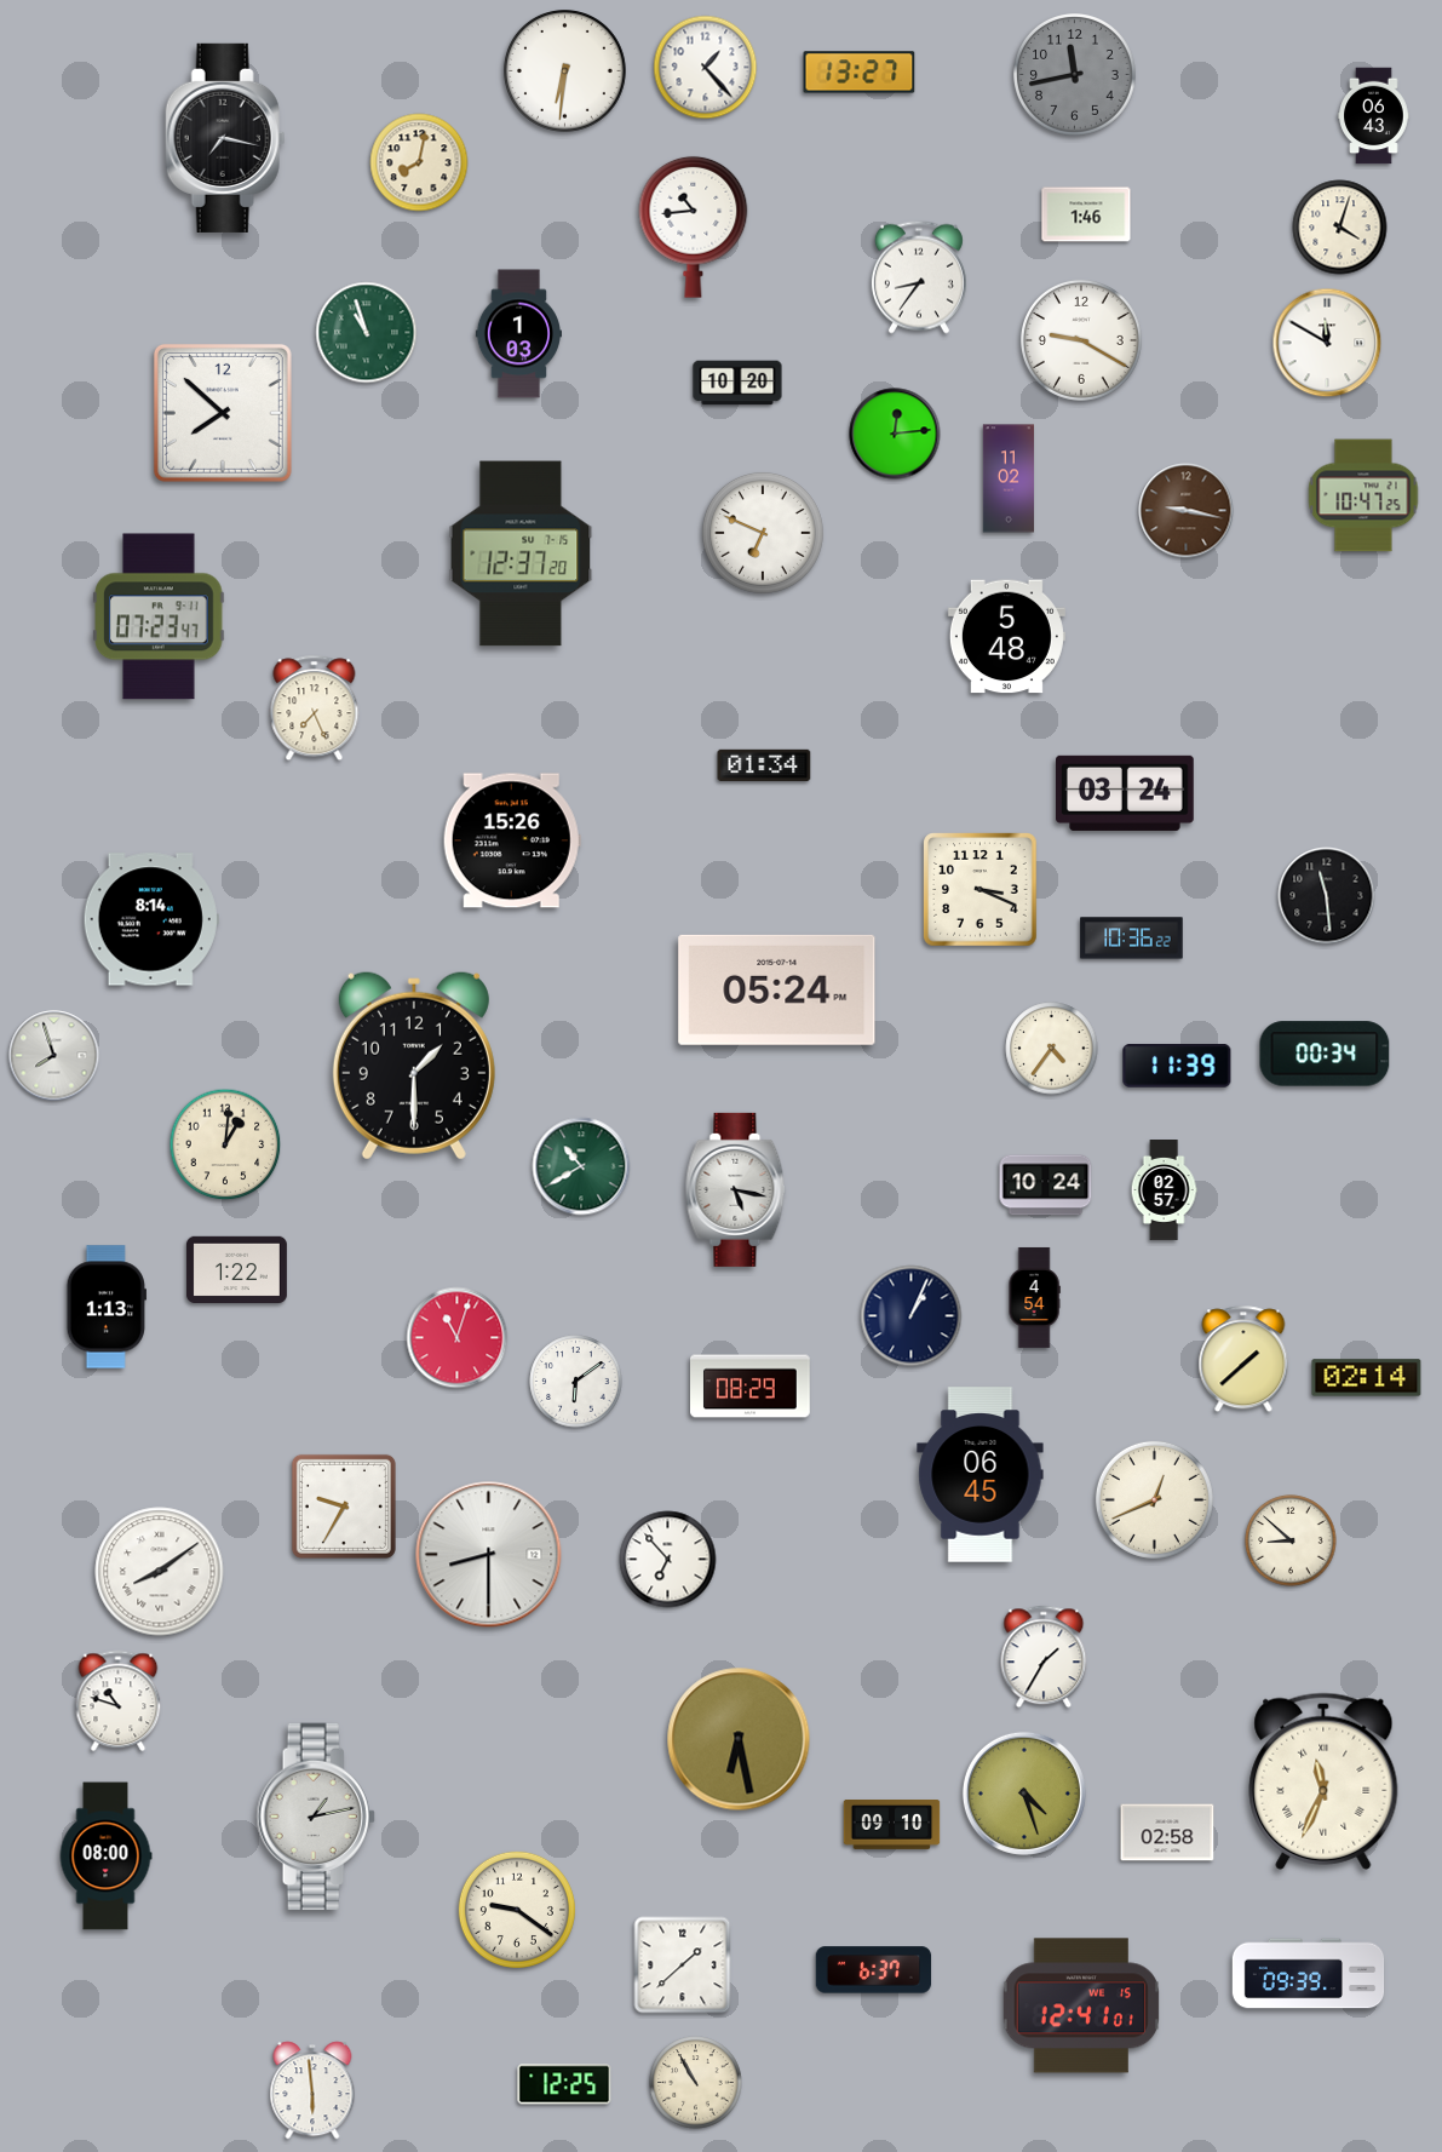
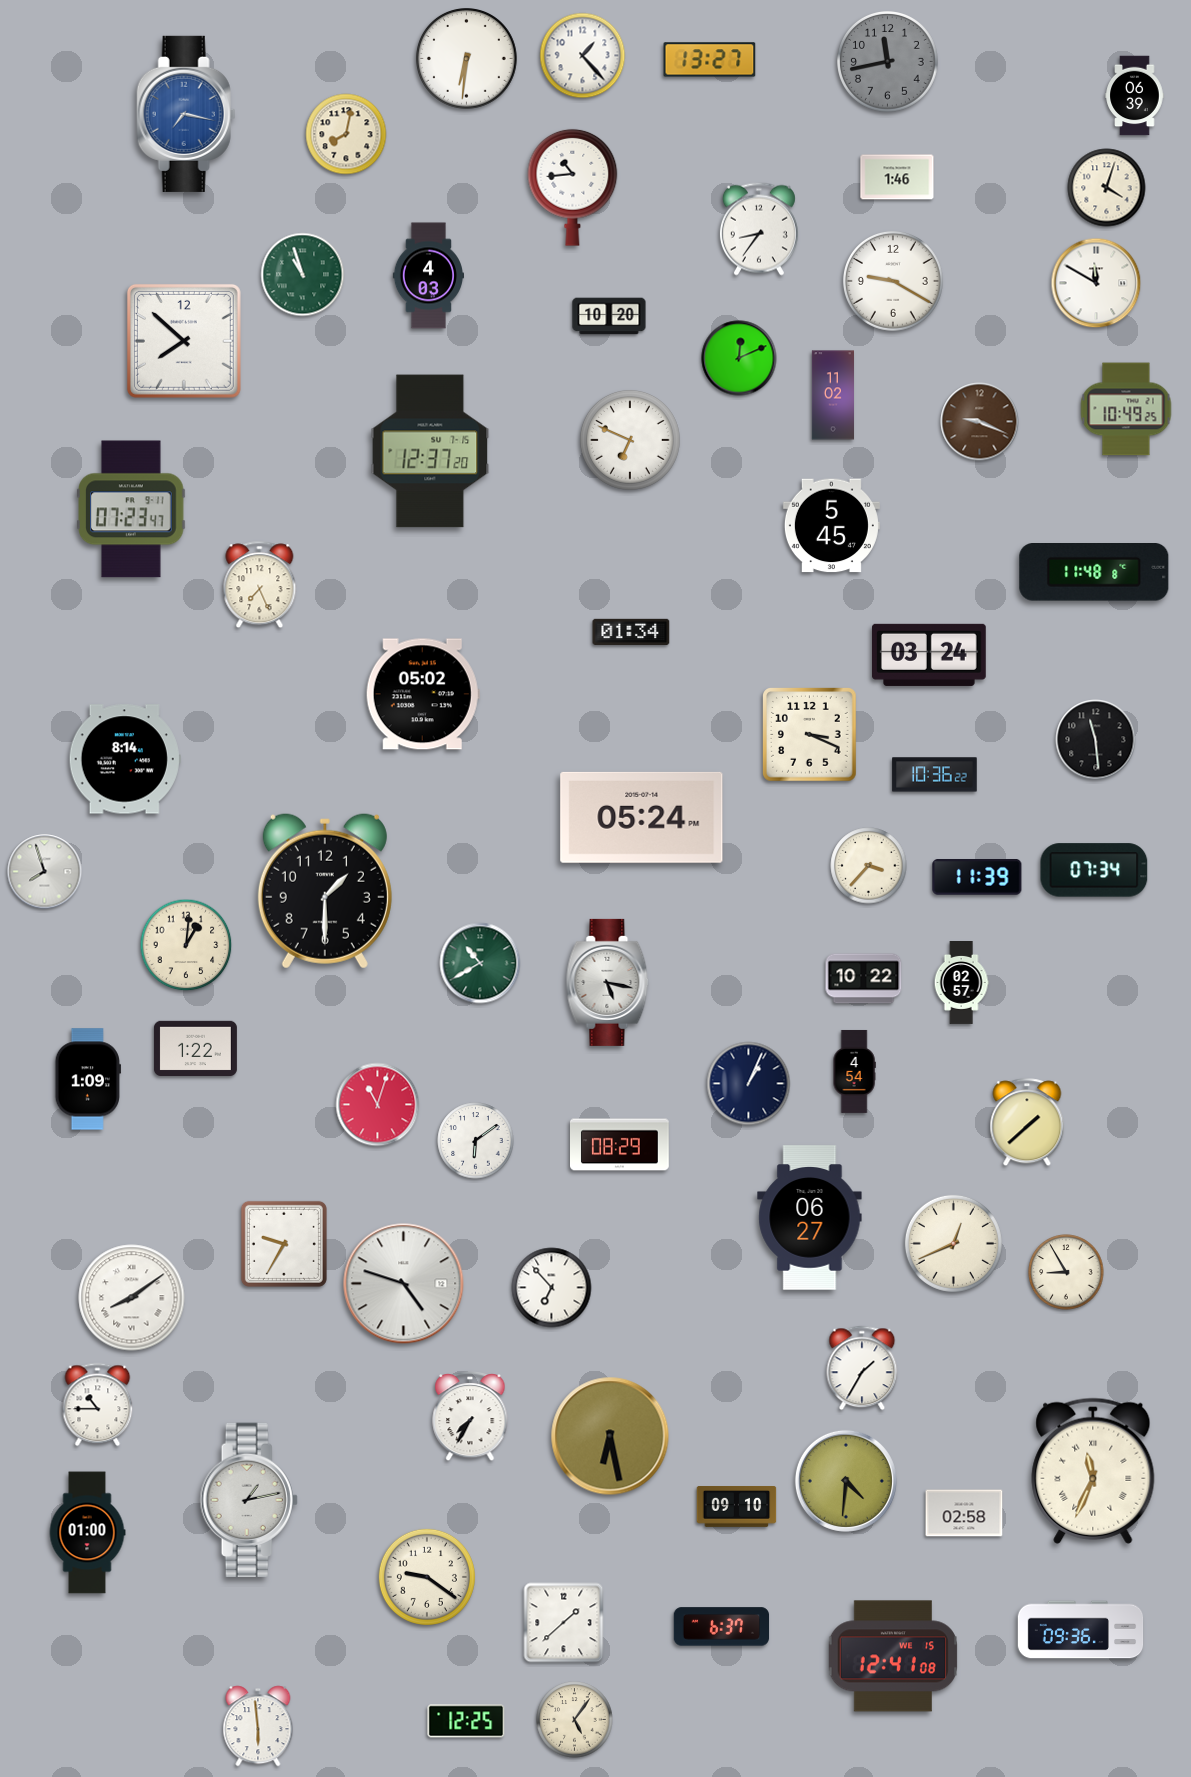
clock at (1374, 116): 06:43 -> 06:39
clock at (225, 138) dial: black -> blue
clock at (518, 334): 1:03 -> 4:03
clock at (895, 434): 12:14 -> 12:11
clock at (1363, 495): 10:47 -> 10:49
clock at (1187, 511): 9:17 -> 9:19
clock at (521, 553) position: (521, 553) -> (430, 451)
clock at (1006, 637): 5:48 -> 5:45
clock at (1094, 572): none -> 11:48
clock at (512, 840): 15:26 -> 05:02
clock at (1052, 1049): 4:36 -> 3:37
clock at (1325, 1054): 00:34 -> 07:34
clock at (414, 1066) position: (414, 1066) -> (325, 891)
clock at (1177, 1067) position: (1177, 1067) -> (977, 878)
clock at (1046, 1186): 10:24 -> 10:22
clock at (105, 1307): 1:13 -> 1:09
clock at (912, 1316) position: (912, 1316) -> (749, 1084)
clock at (1367, 1378): 02:14 -> none
clock at (981, 1475): 06:45 -> 06:27
clock at (1154, 1499) position: (1154, 1499) -> (953, 1243)
clock at (1291, 1540): 8:52 -> 8:55
clock at (489, 1555): 8:30 -> 4:48
clock at (119, 1701): 10:48 -> 10:45
clock at (470, 1417): none -> 7:35
clock at (1024, 1794): 4:27 -> 4:31
clock at (316, 1817) position: (316, 1817) -> (249, 1500)
clock at (105, 1857): 08:00 -> 01:00
clock at (1309, 1974): 09:39 -> 09:36
clock at (1080, 2005): 12:41:01 -> 12:41:08
clock at (696, 2083): 10:55 -> 5:06
